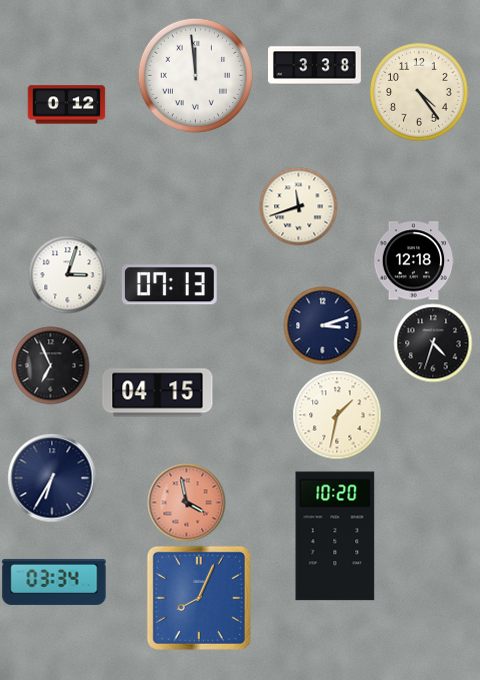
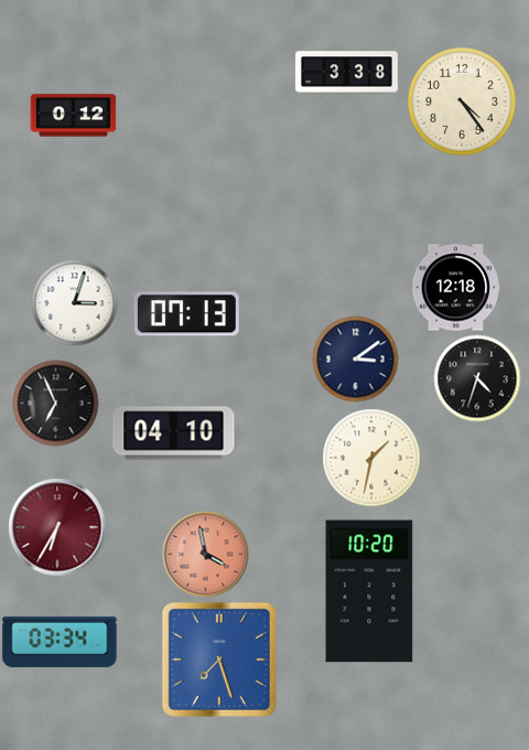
clock at (195, 75): 11:59 -> none
clock at (298, 206): 11:42 -> none
clock at (322, 325): 3:12 -> 3:09
clock at (158, 393): 04:15 -> 04:10
clock at (52, 478) dial: navy -> burgundy
clock at (199, 598): 8:04 -> 7:27
